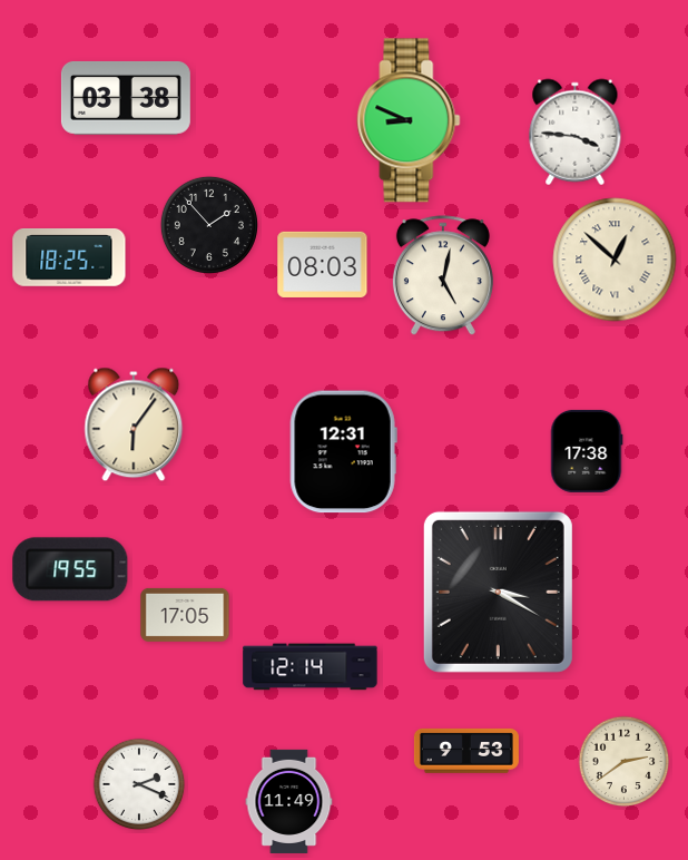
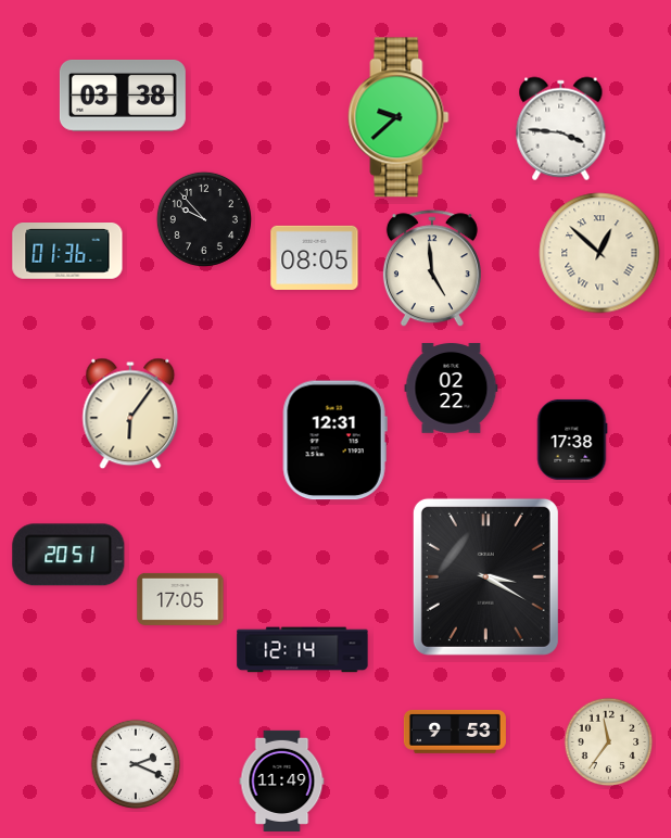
clock at (409, 120): 8:49 -> 9:38
clock at (209, 225): 1:53 -> 9:53
clock at (69, 258): 18:25 -> 01:36
clock at (323, 264): 08:03 -> 08:05
clock at (443, 276): 5:02 -> 4:59
clock at (452, 389): none -> 02:22
clock at (70, 569): 19:55 -> 20:51
clock at (625, 762): 2:39 -> 11:36
